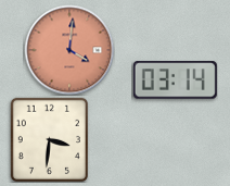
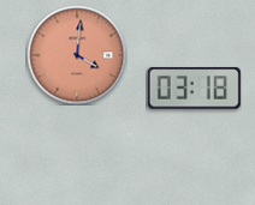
clock at (175, 80): 03:14 -> 03:18
clock at (49, 139): 3:31 -> none
